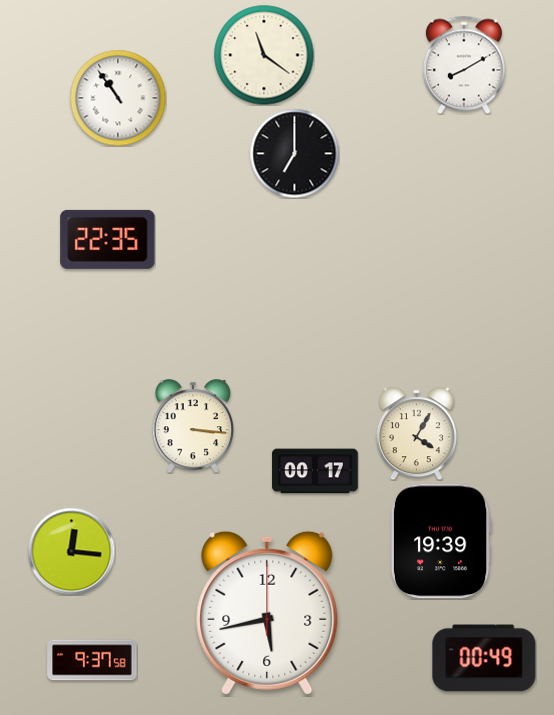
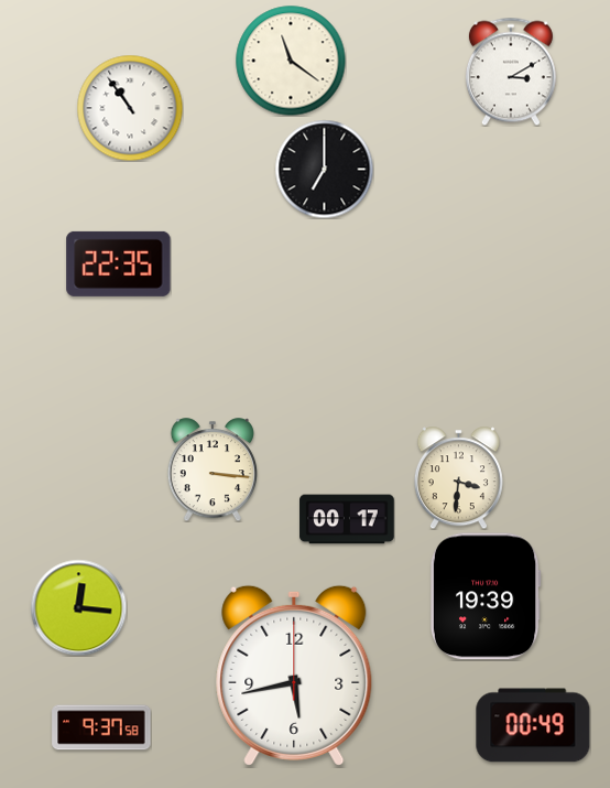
clock at (464, 65): 8:10 -> 3:10
clock at (416, 433): 4:05 -> 3:31
